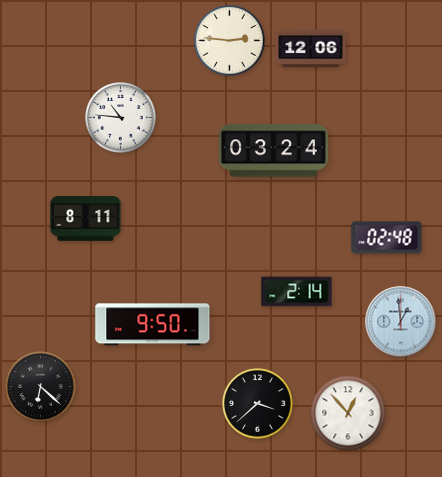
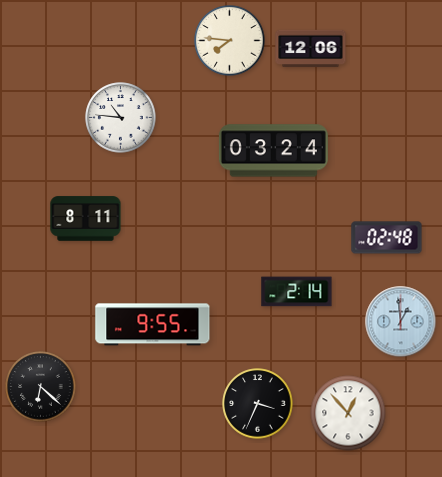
clock at (230, 41): 2:46 -> 7:46
clock at (153, 325): 9:50 -> 9:55
clock at (258, 404): 3:38 -> 3:34
